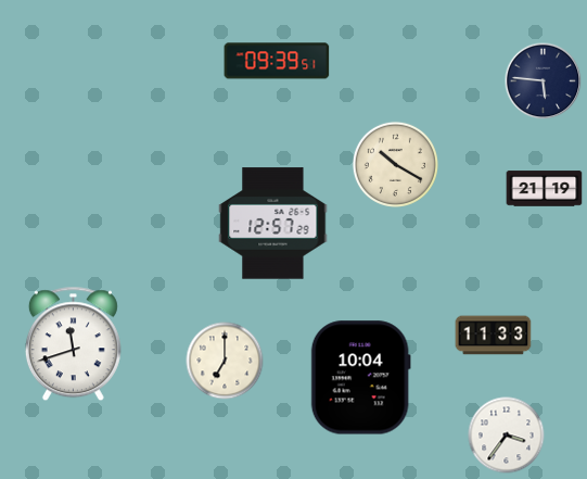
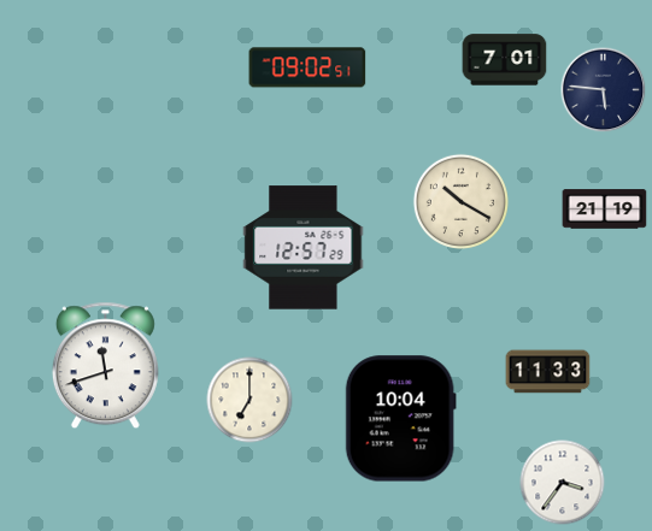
clock at (505, 60): none -> 7:01
clock at (277, 61): 09:39 -> 09:02
clock at (395, 164) position: (395, 164) -> (460, 201)
clock at (73, 344) position: (73, 344) -> (105, 366)
